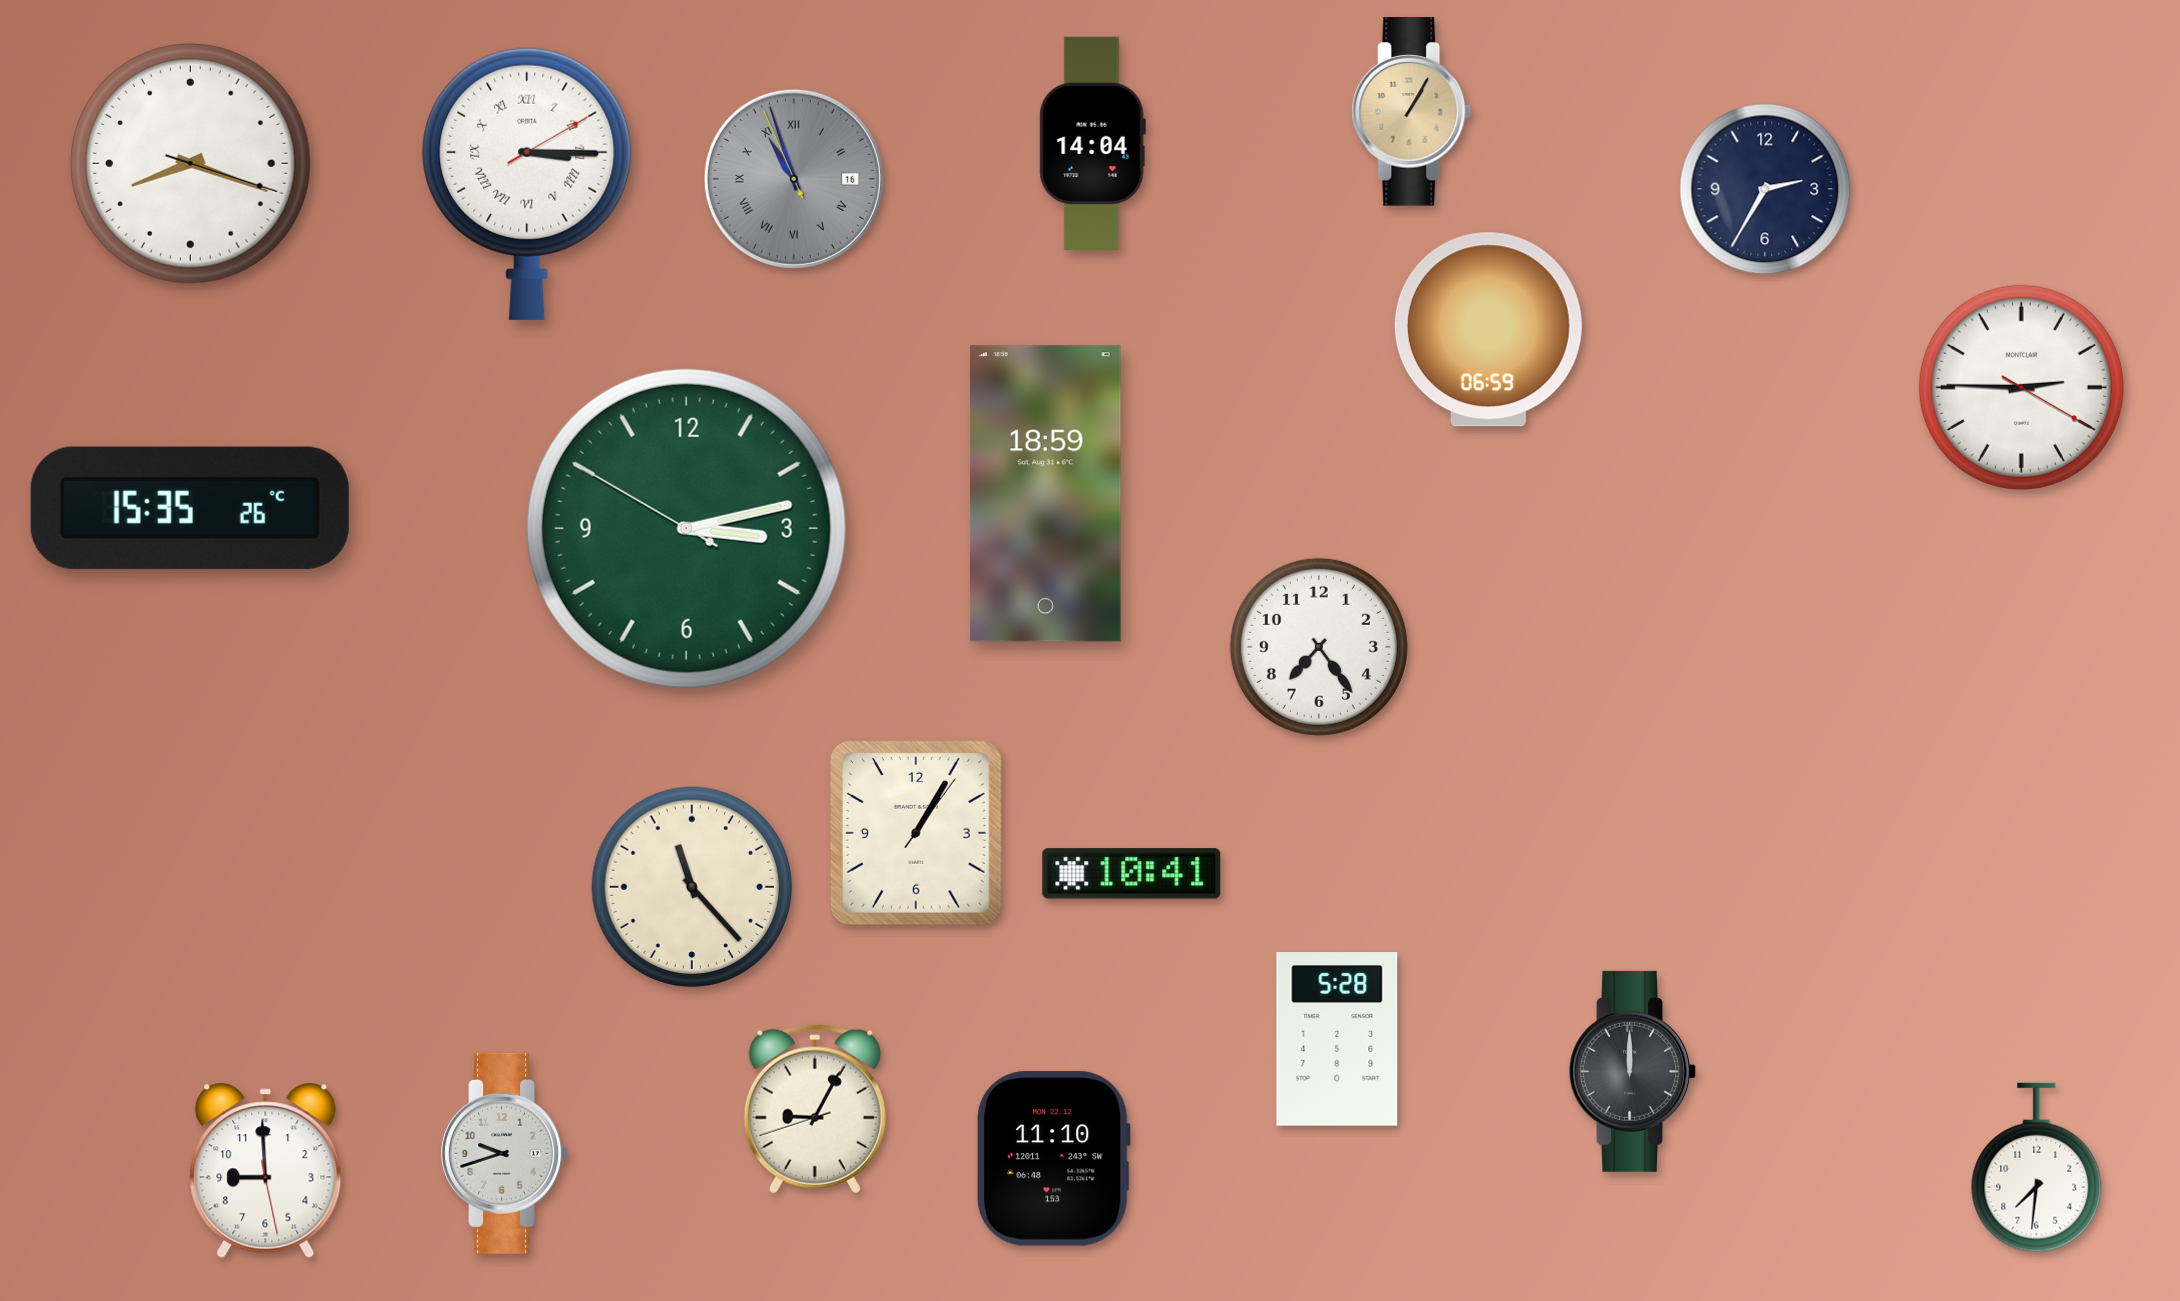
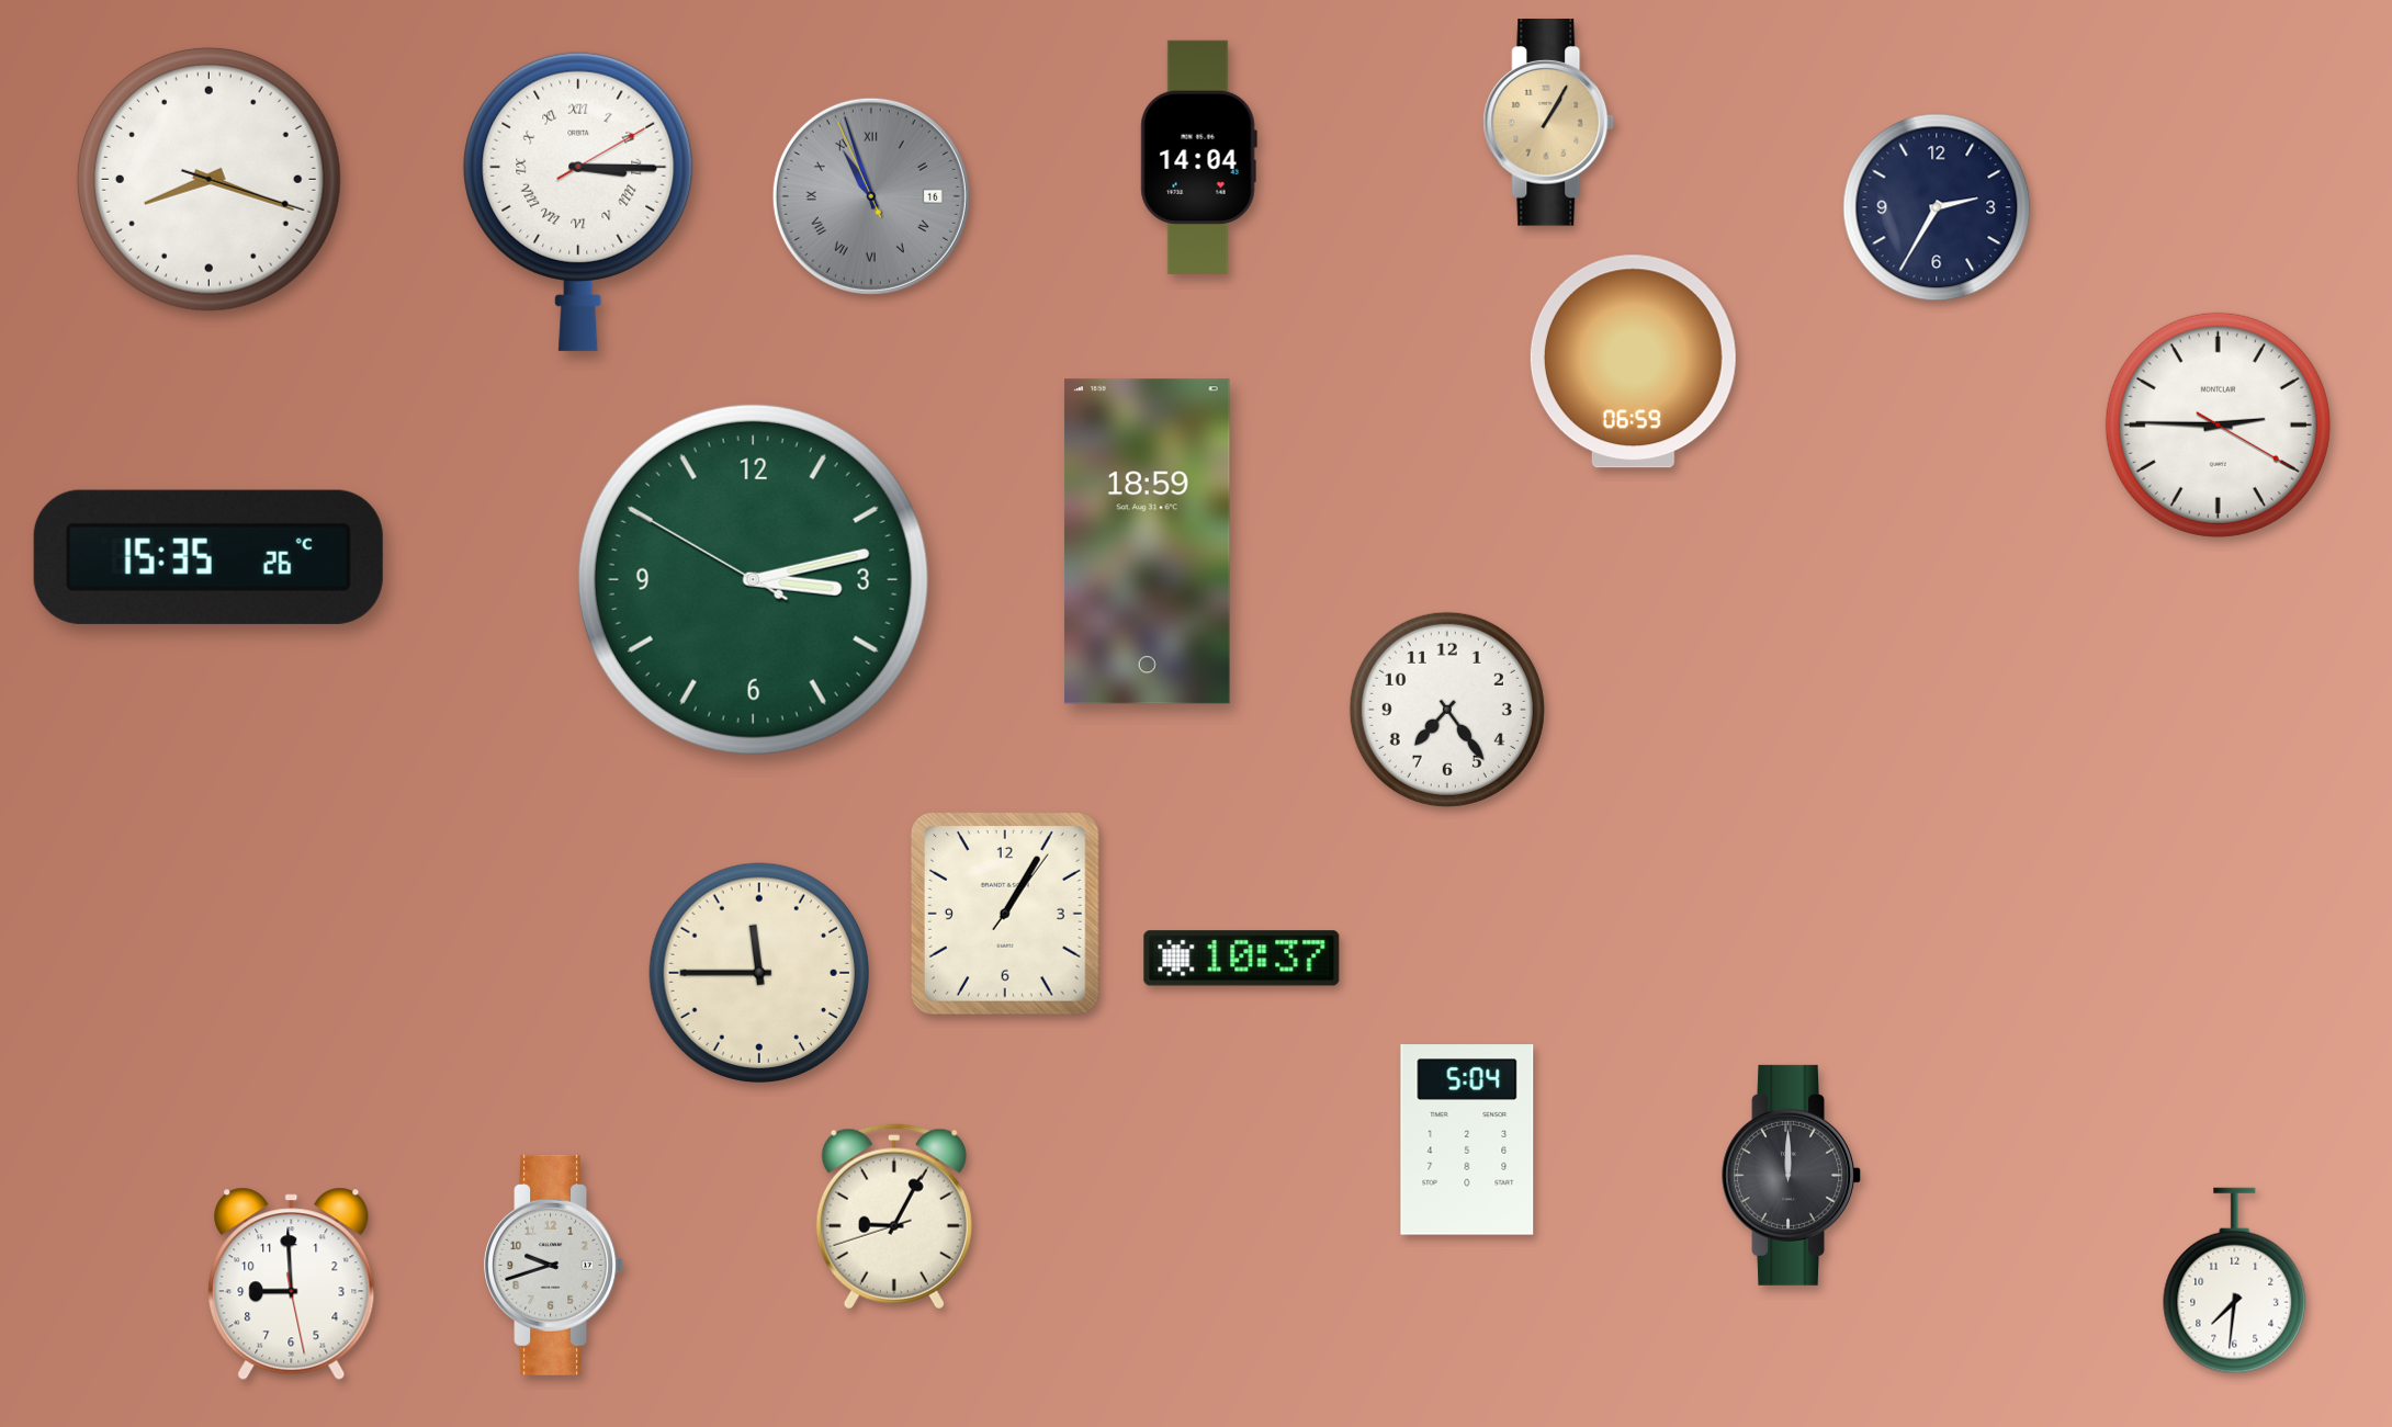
clock at (1132, 874): 10:41 -> 10:37
clock at (691, 886): 11:23 -> 11:45
clock at (1337, 1039): 5:28 -> 5:04
clock at (1053, 1159): 11:10 -> none
